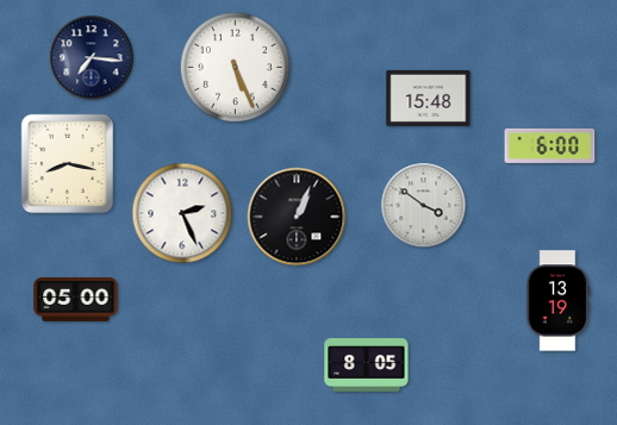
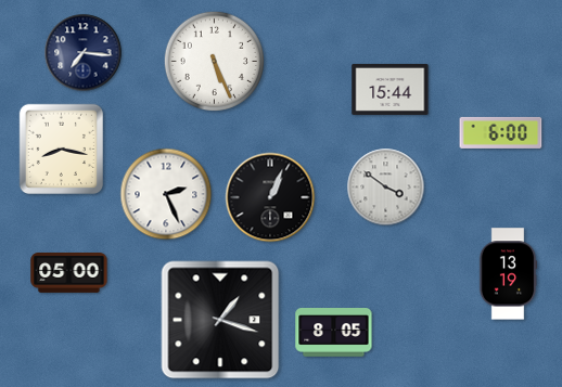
clock at (429, 98): 15:48 -> 15:44
clock at (220, 320): none -> 1:18
